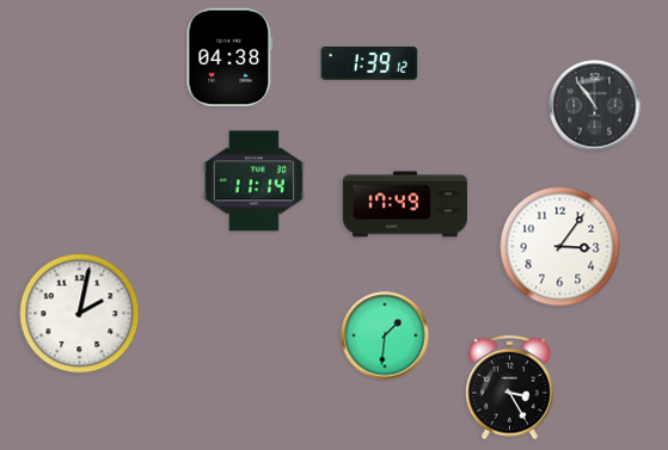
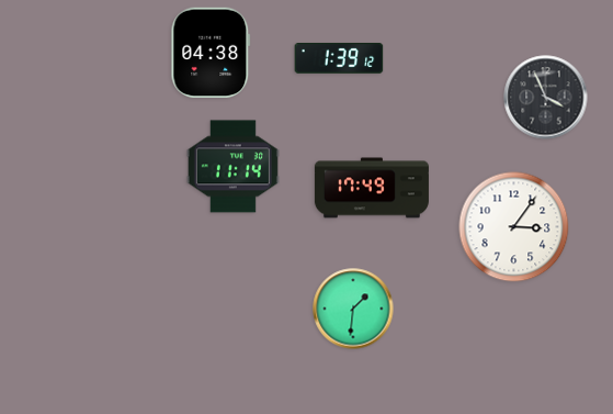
clock at (595, 106): 10:54 -> 3:56
clock at (80, 314): 2:02 -> none
clock at (510, 388): 3:25 -> none
